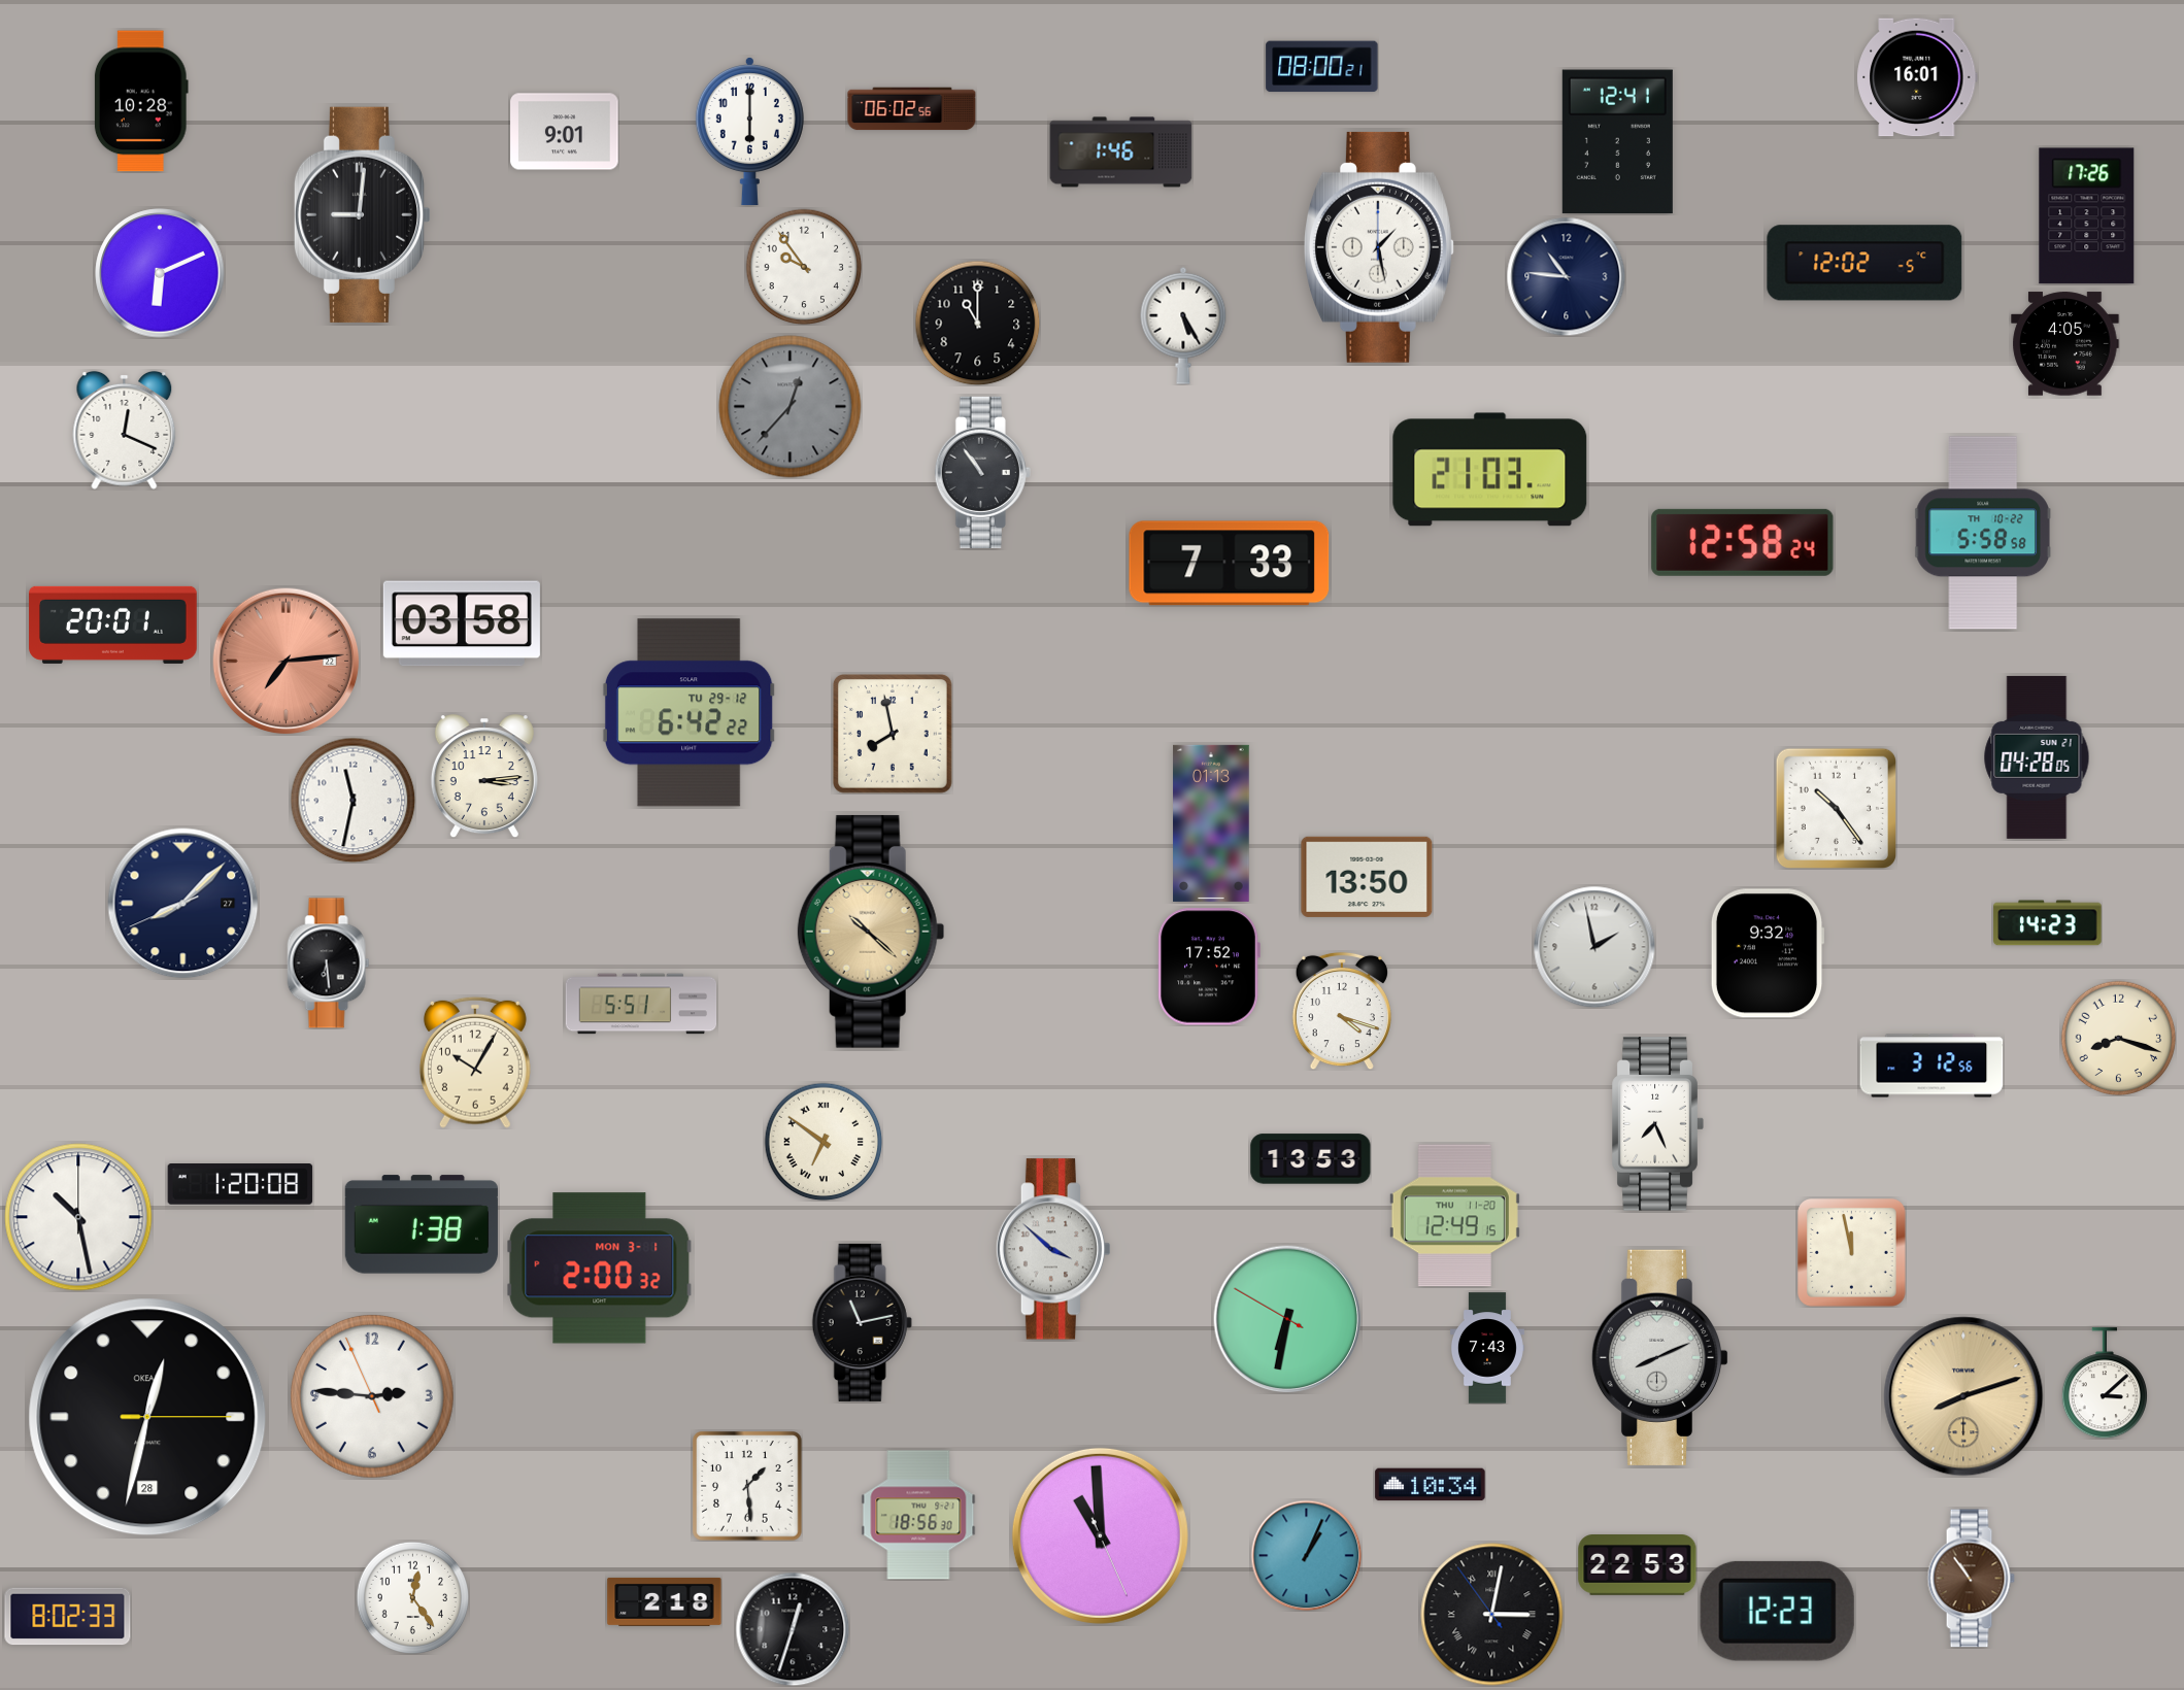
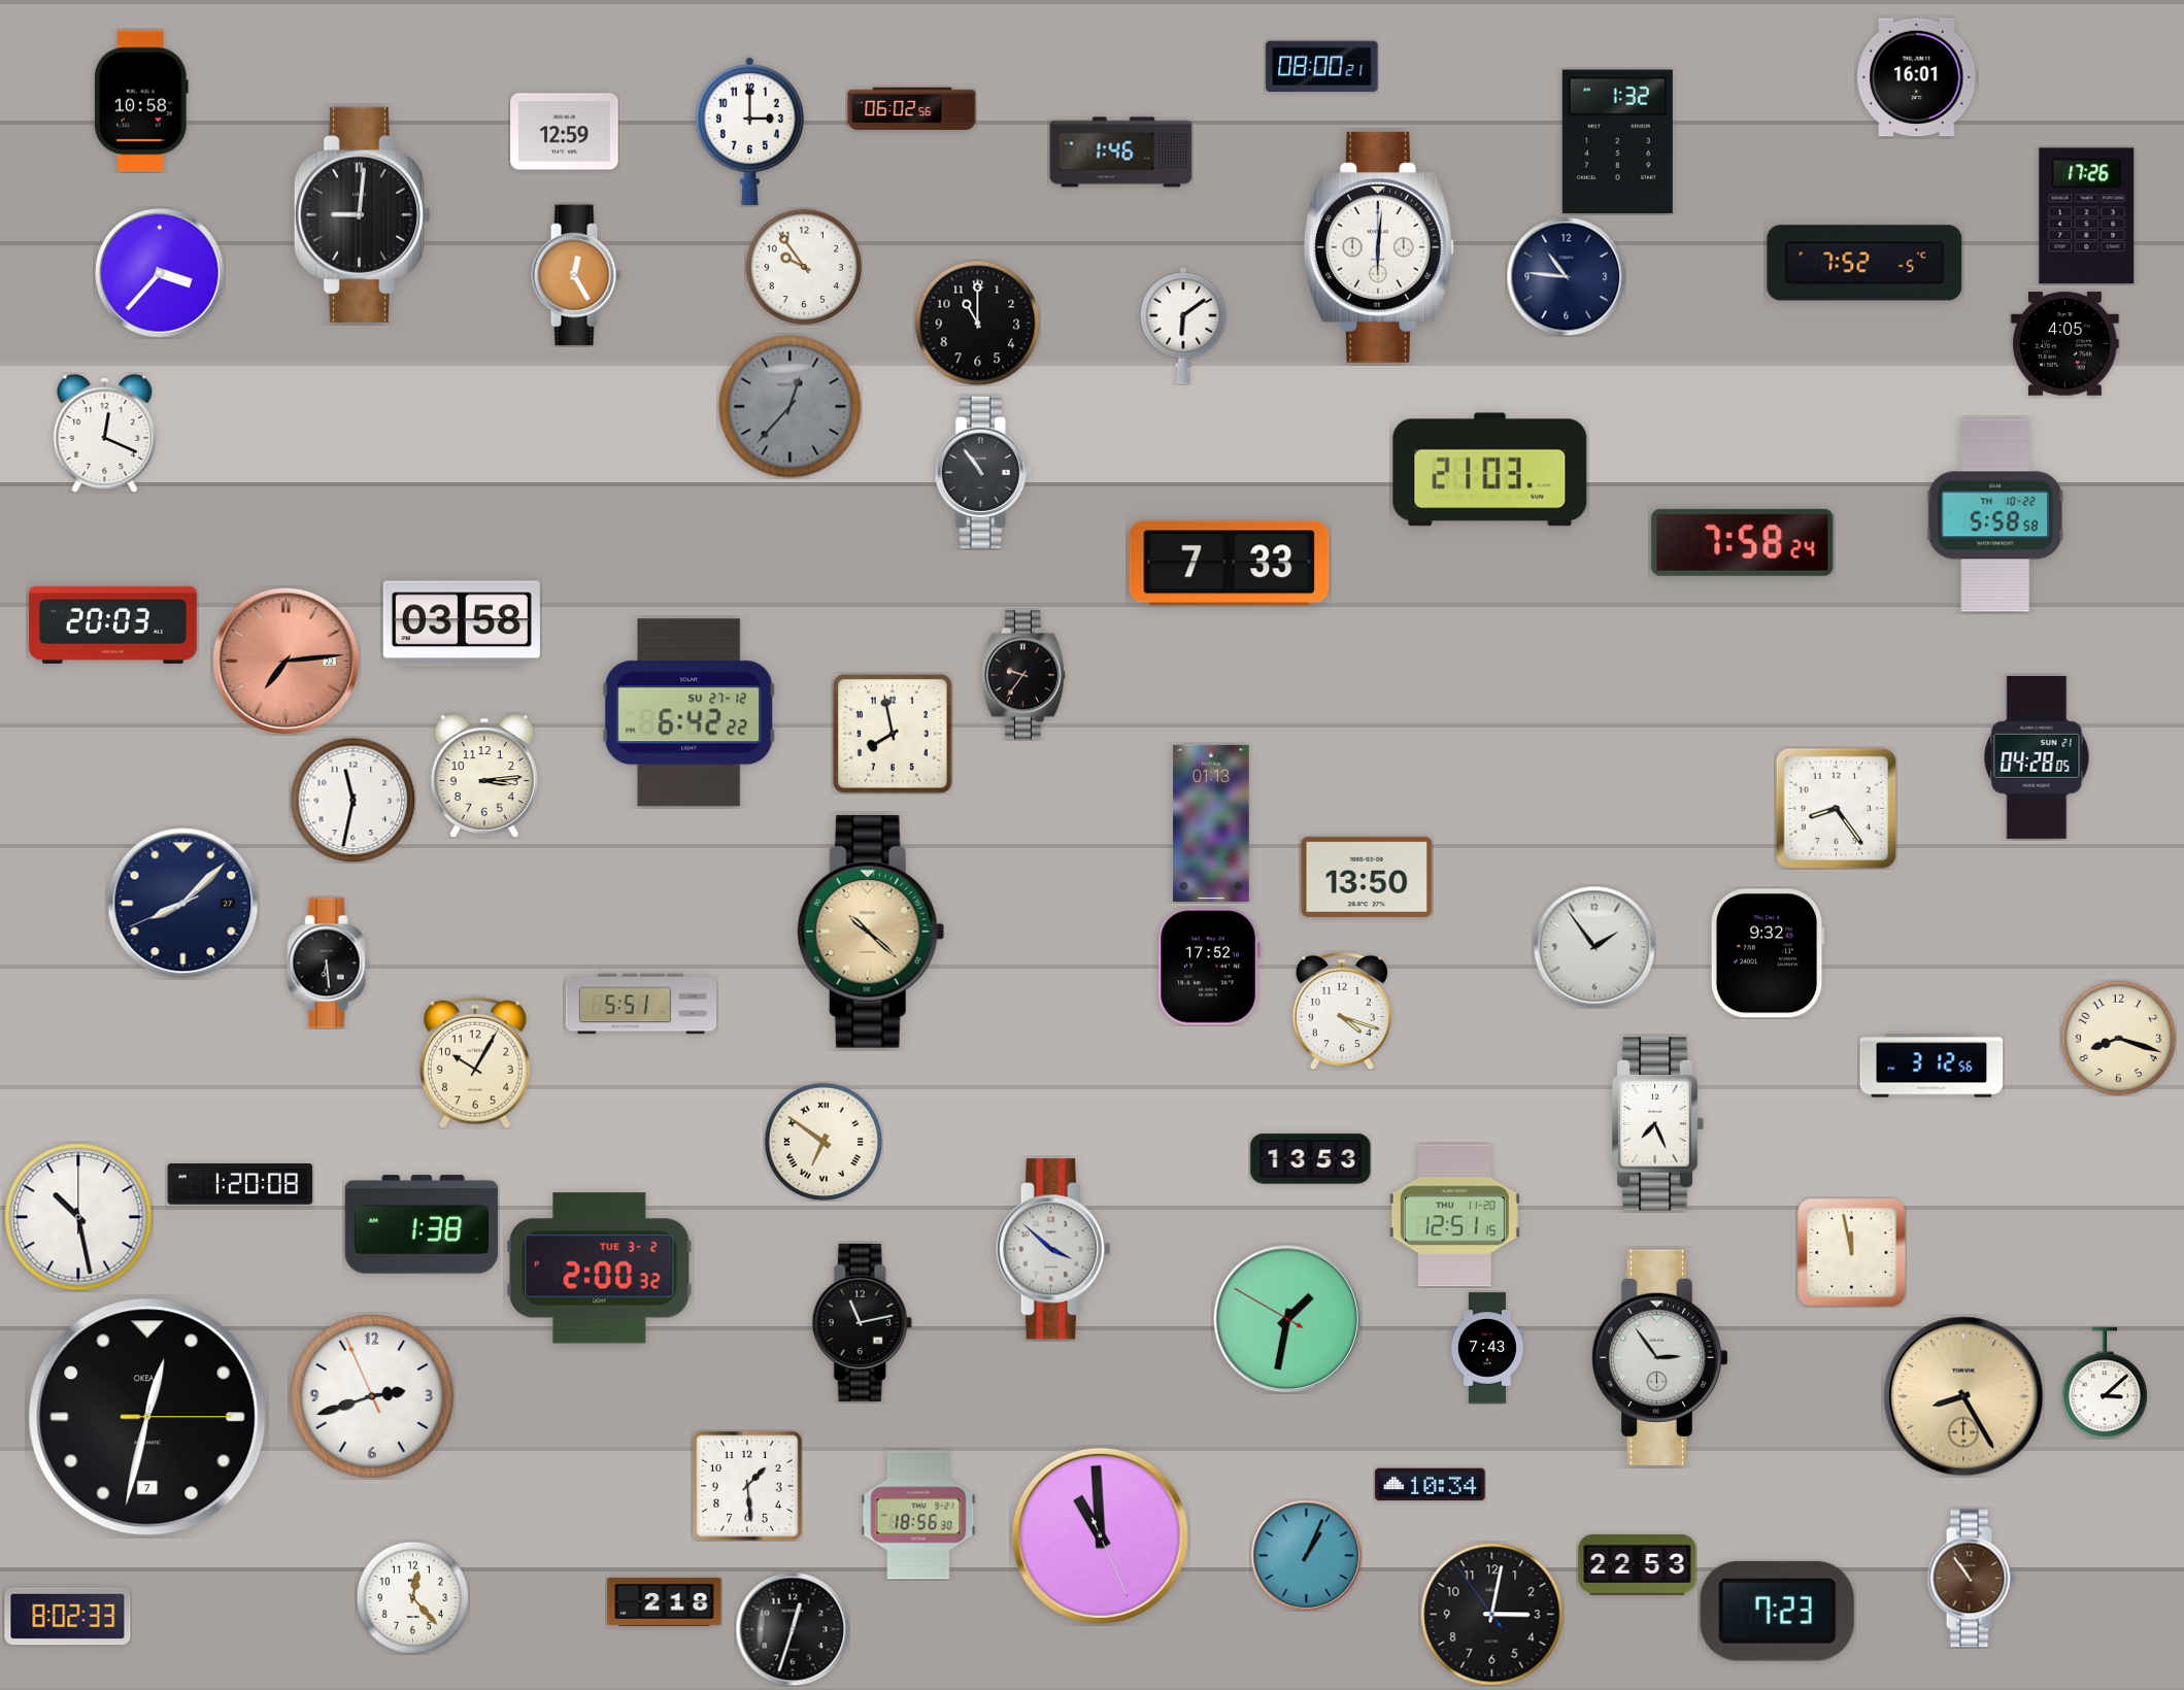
clock at (141, 101): 10:28 -> 10:58
clock at (749, 131): 6:00 -> 3:00
clock at (565, 132): 9:01 -> 12:59
clock at (1617, 142): 12:41 -> 1:32
clock at (1380, 247): 1:28 -> 6:01
clock at (1864, 263): 12:02 -> 7:52
clock at (160, 273): 6:11 -> 3:37
clock at (576, 275): none -> 12:25
clock at (1183, 326): 5:25 -> 6:09
clock at (125, 430) position: (125, 430) -> (105, 433)
clock at (1983, 533) position: (1983, 533) -> (1995, 515)
clock at (1743, 542): 12:58 -> 7:58
clock at (113, 624): 20:01 -> 20:03
clock at (1023, 675): none -> 9:36
clock at (688, 713) date: TU 29-12 -> SU 27-12
clock at (1836, 808): 10:24 -> 8:24
clock at (2048, 923): 14:23 -> none
clock at (1594, 947): 1:58 -> 1:54
clock at (1454, 1216): 12:49 -> 12:51
clock at (600, 1269) date: MON 3-1 -> TUE 3-2
clock at (1287, 1319): 6:31 -> 1:31
clock at (1659, 1357): 8:11 -> 2:54
clock at (372, 1396): 2:45 -> 2:41
clock at (1963, 1396): 8:12 -> 8:25
clock at (147, 1417) date: 28 -> 7
clock at (412, 1597): 12:24 -> 12:23
clock at (1777, 1611): 12:23 -> 7:23
clock at (1492, 1615) numerals: Roman -> Arabic
